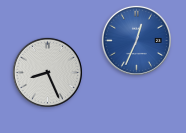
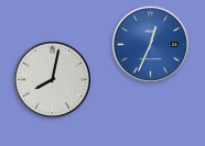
clock at (47, 72): 8:26 -> 8:02
